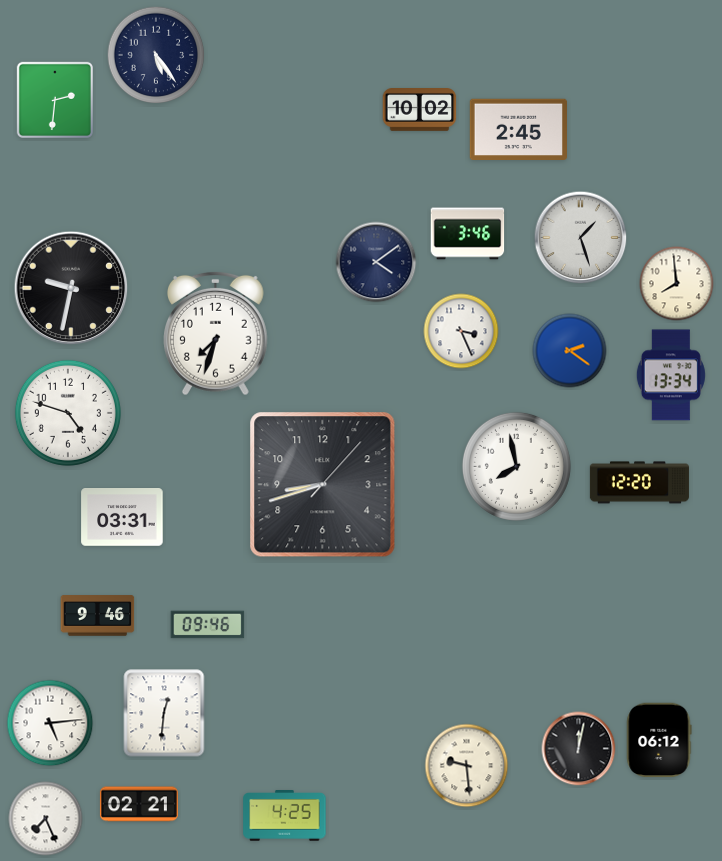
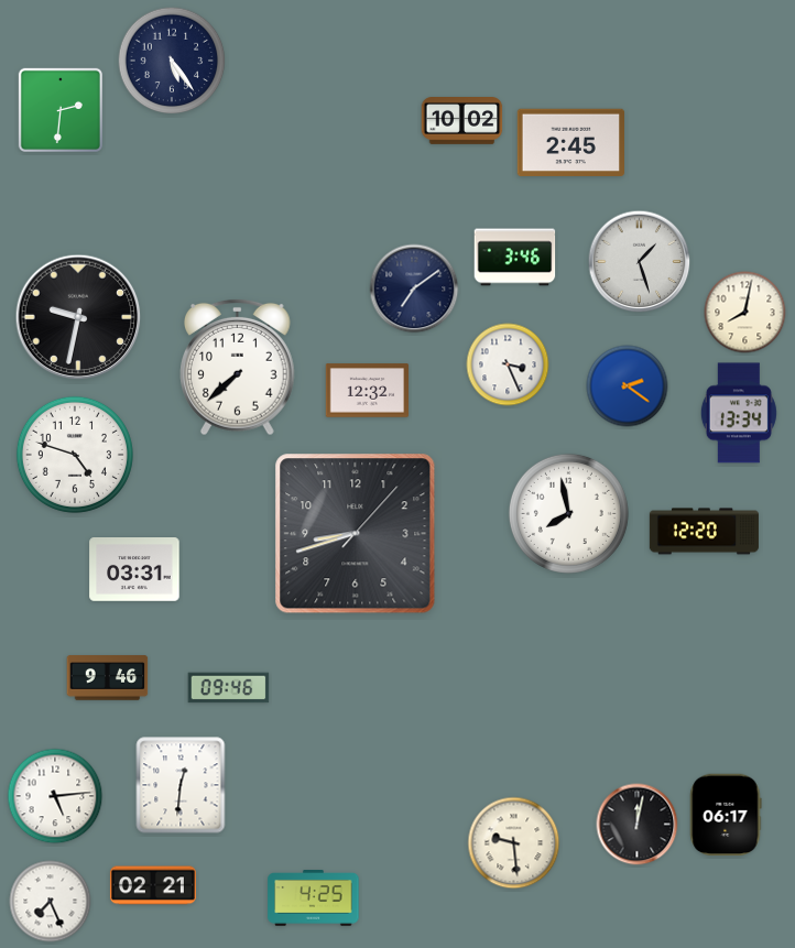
clock at (376, 262): 4:09 -> 7:09
clock at (677, 284): 7:59 -> 8:02
clock at (216, 333): 7:33 -> 7:38
clock at (368, 391): none -> 12:32
clock at (659, 740): 06:12 -> 06:17
